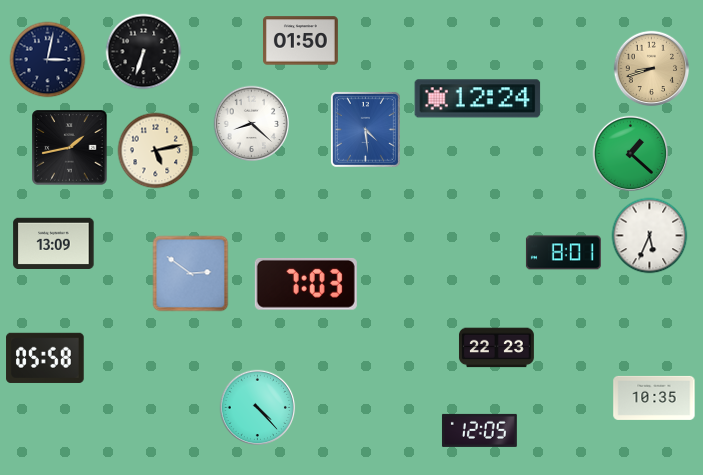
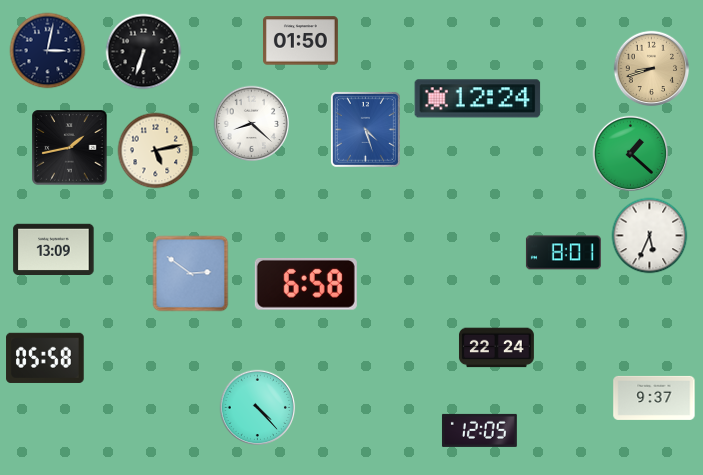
clock at (48, 60) position: (48, 60) -> (48, 51)
clock at (365, 129): 4:29 -> 4:27
clock at (54, 243) position: (54, 243) -> (54, 249)
clock at (306, 284): 7:03 -> 6:58
clock at (496, 348): 22:23 -> 22:24
clock at (654, 398): 10:35 -> 9:37
